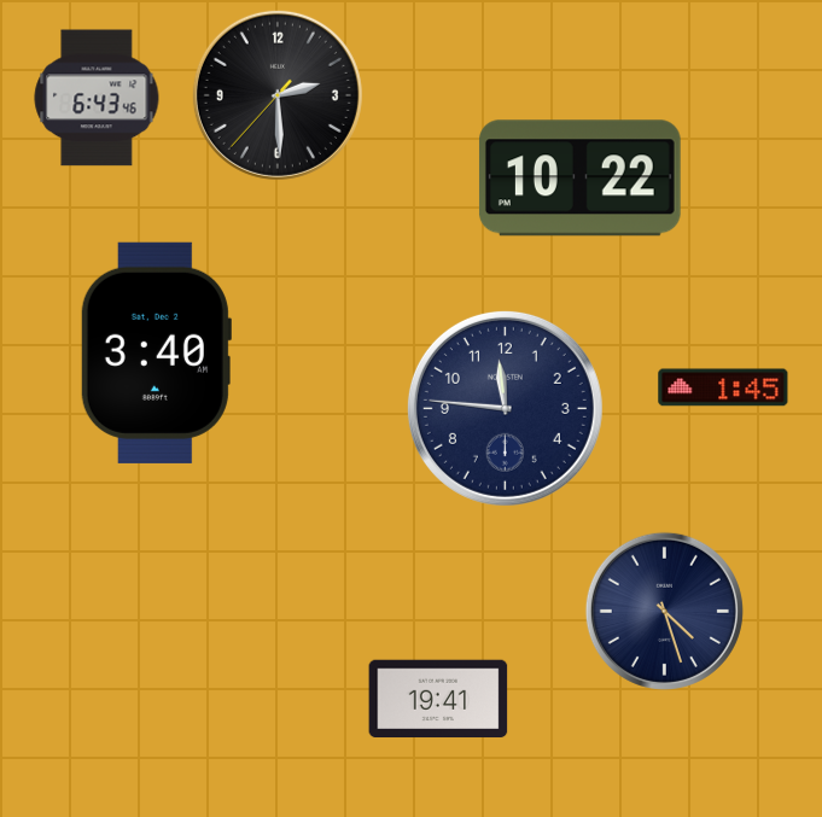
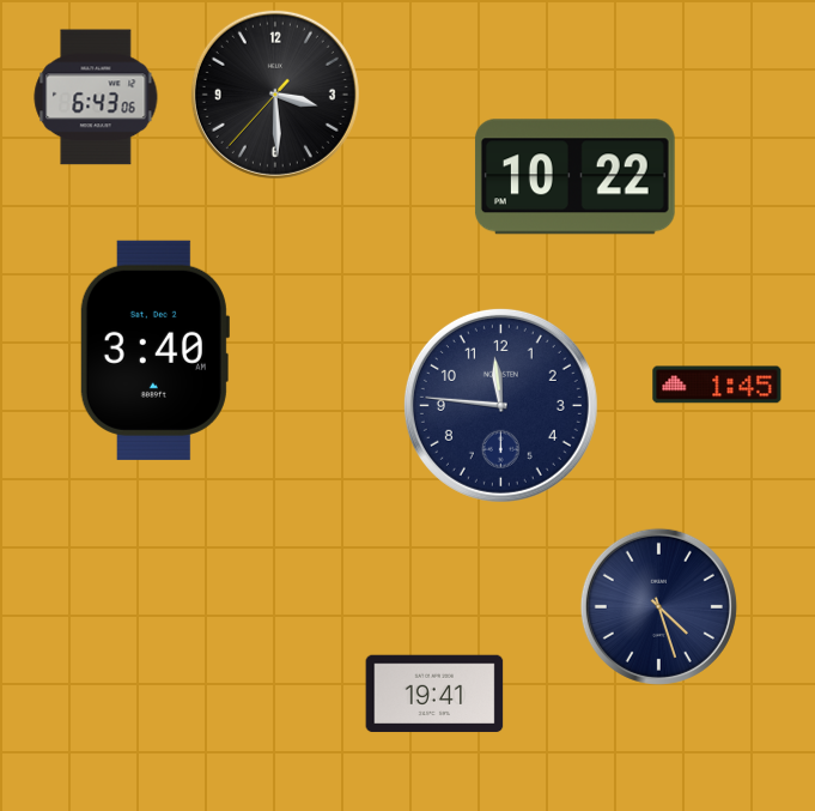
clock at (278, 95): 2:29 -> 3:29
clock at (97, 98): 6:43:46 -> 6:43:06
